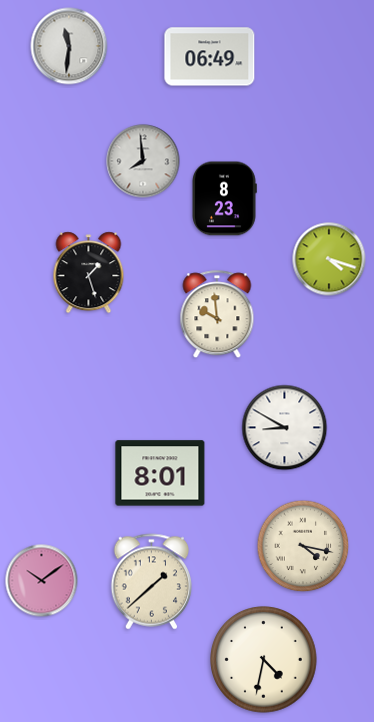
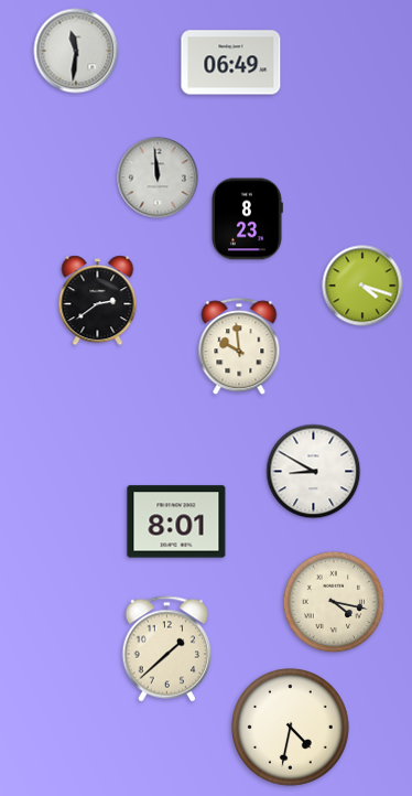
clock at (143, 161): 7:59 -> 11:59
clock at (89, 273): 1:27 -> 2:39
clock at (42, 581): 10:09 -> none
clock at (152, 582) position: (152, 582) -> (167, 649)
